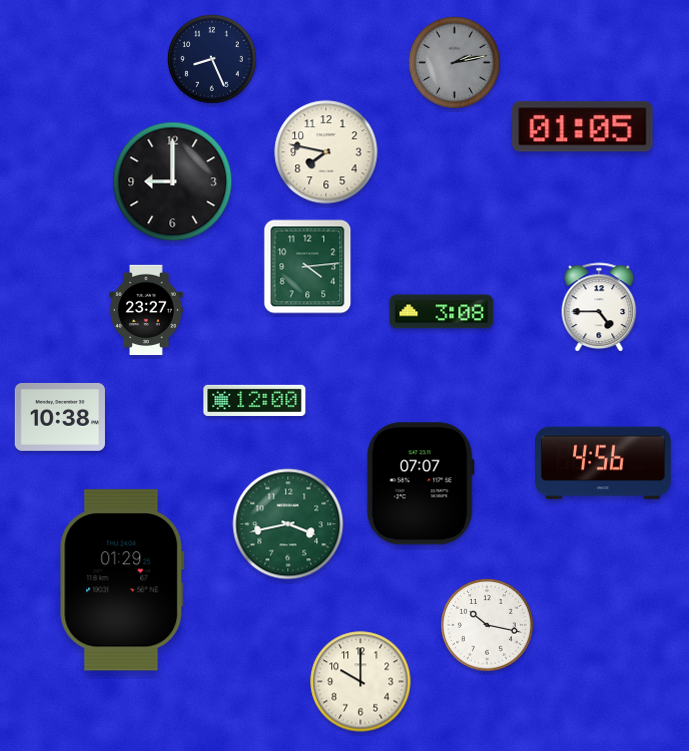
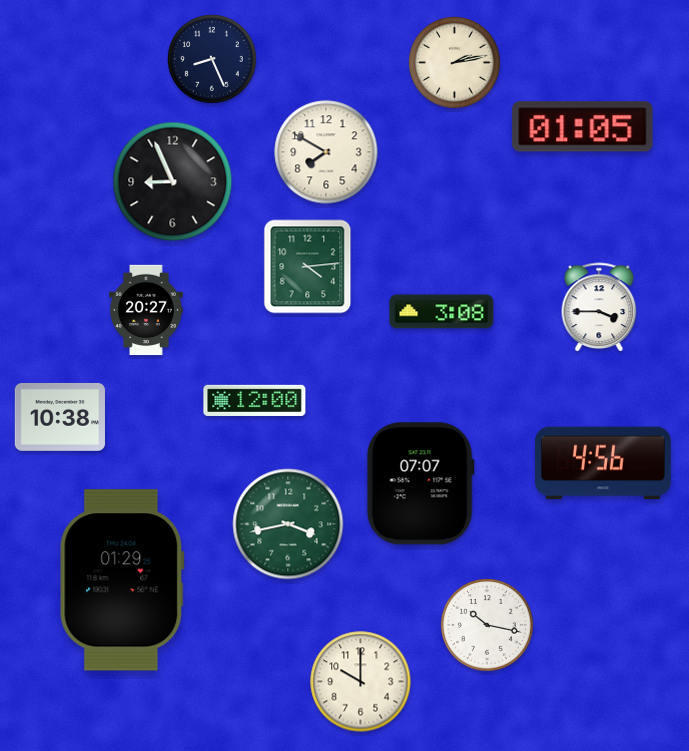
clock at (455, 63) dial: grey -> cream
clock at (326, 152): 7:47 -> 7:50
clock at (173, 182): 9:00 -> 8:56
clock at (599, 307): 4:45 -> 3:45
clock at (146, 310): 23:27 -> 20:27
